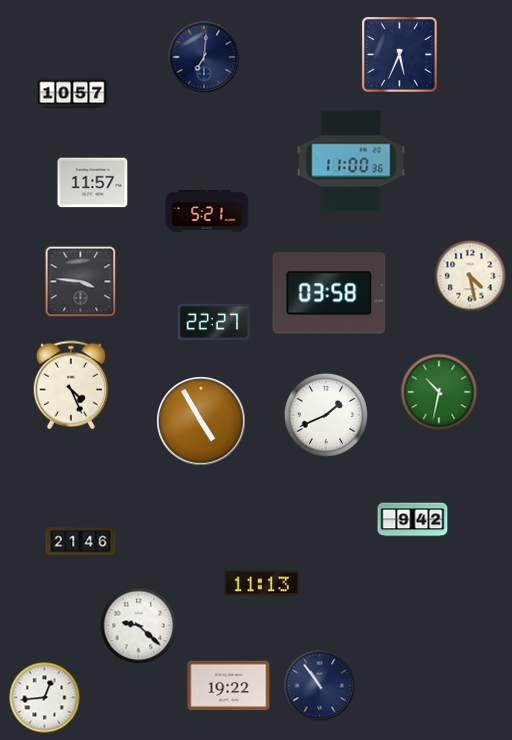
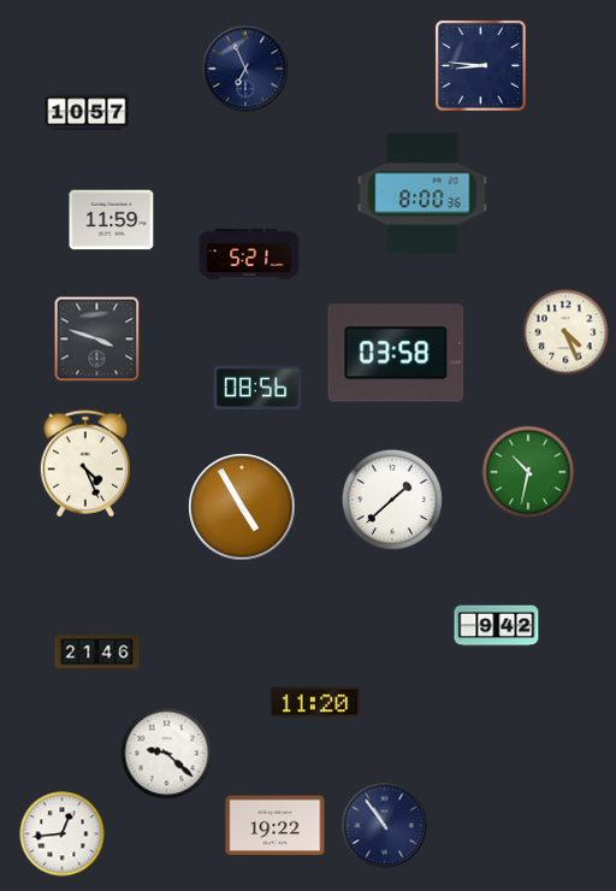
clock at (400, 55): 5:34 -> 8:46
clock at (204, 57): 7:01 -> 6:56
clock at (351, 161): 11:00 -> 8:00
clock at (93, 183): 11:57 -> 11:59
clock at (470, 276): 4:28 -> 4:26
clock at (81, 282): 3:46 -> 3:48
clock at (214, 322): 22:27 -> 08:56
clock at (326, 415): 1:41 -> 1:38
clock at (261, 583): 11:13 -> 11:20
clock at (45, 698) position: (45, 698) -> (63, 834)
